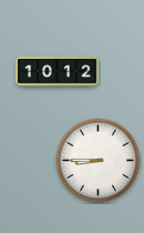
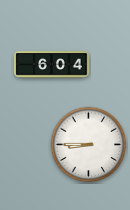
clock at (58, 72): 10:12 -> 6:04
